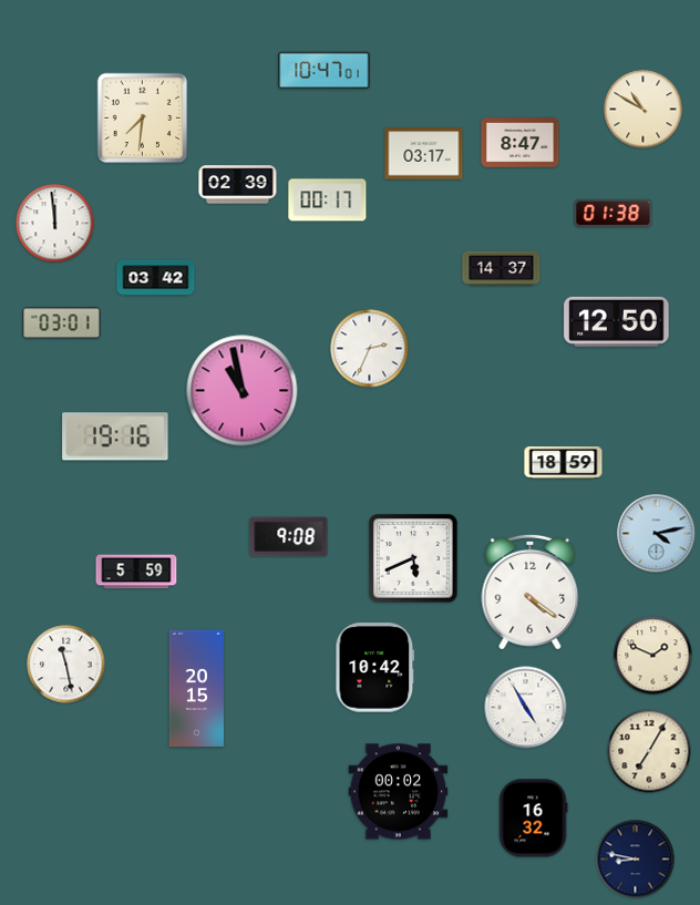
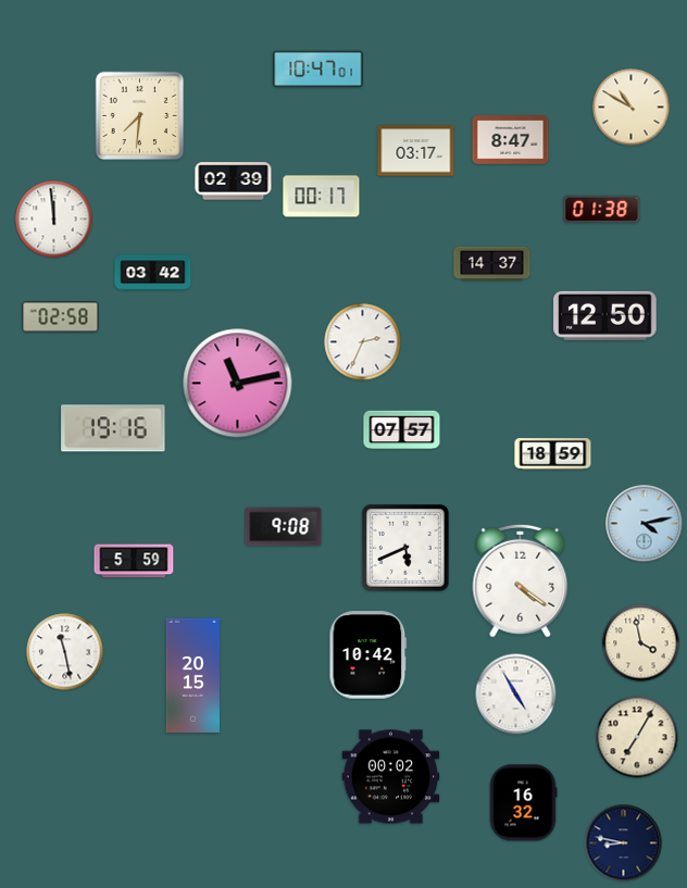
clock at (62, 323): 03:01 -> 02:58
clock at (243, 391): 10:58 -> 11:13
clock at (402, 430): none -> 07:57
clock at (653, 656): 1:49 -> 3:58
